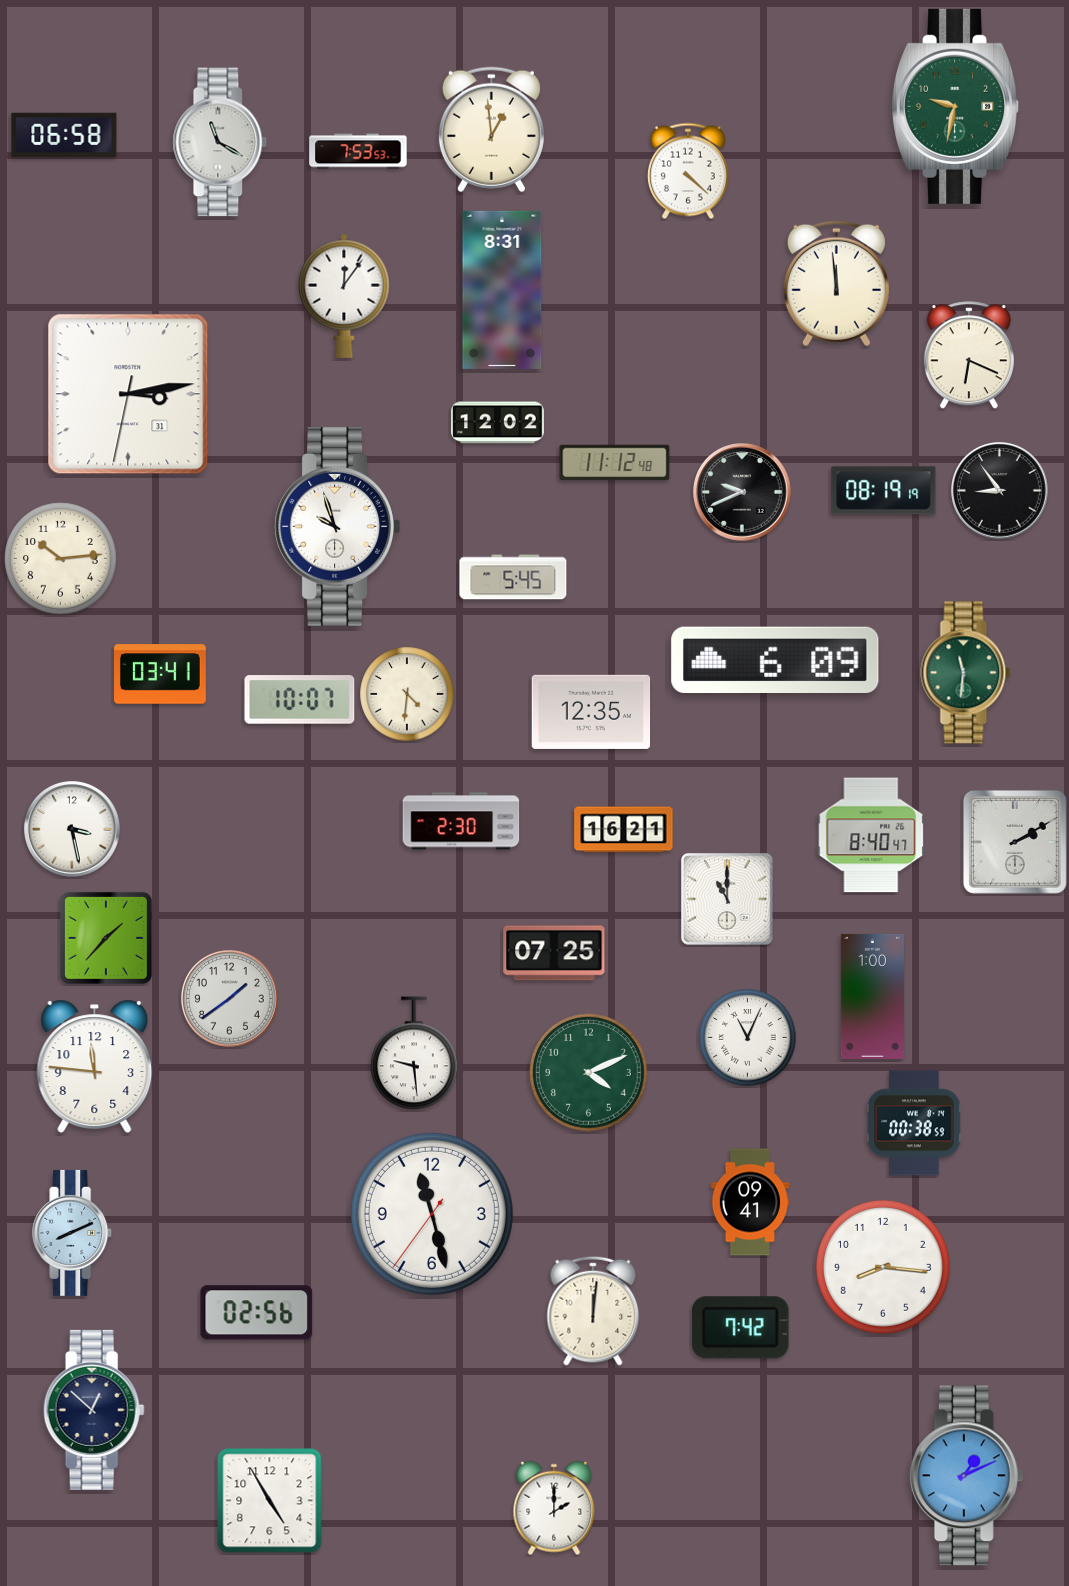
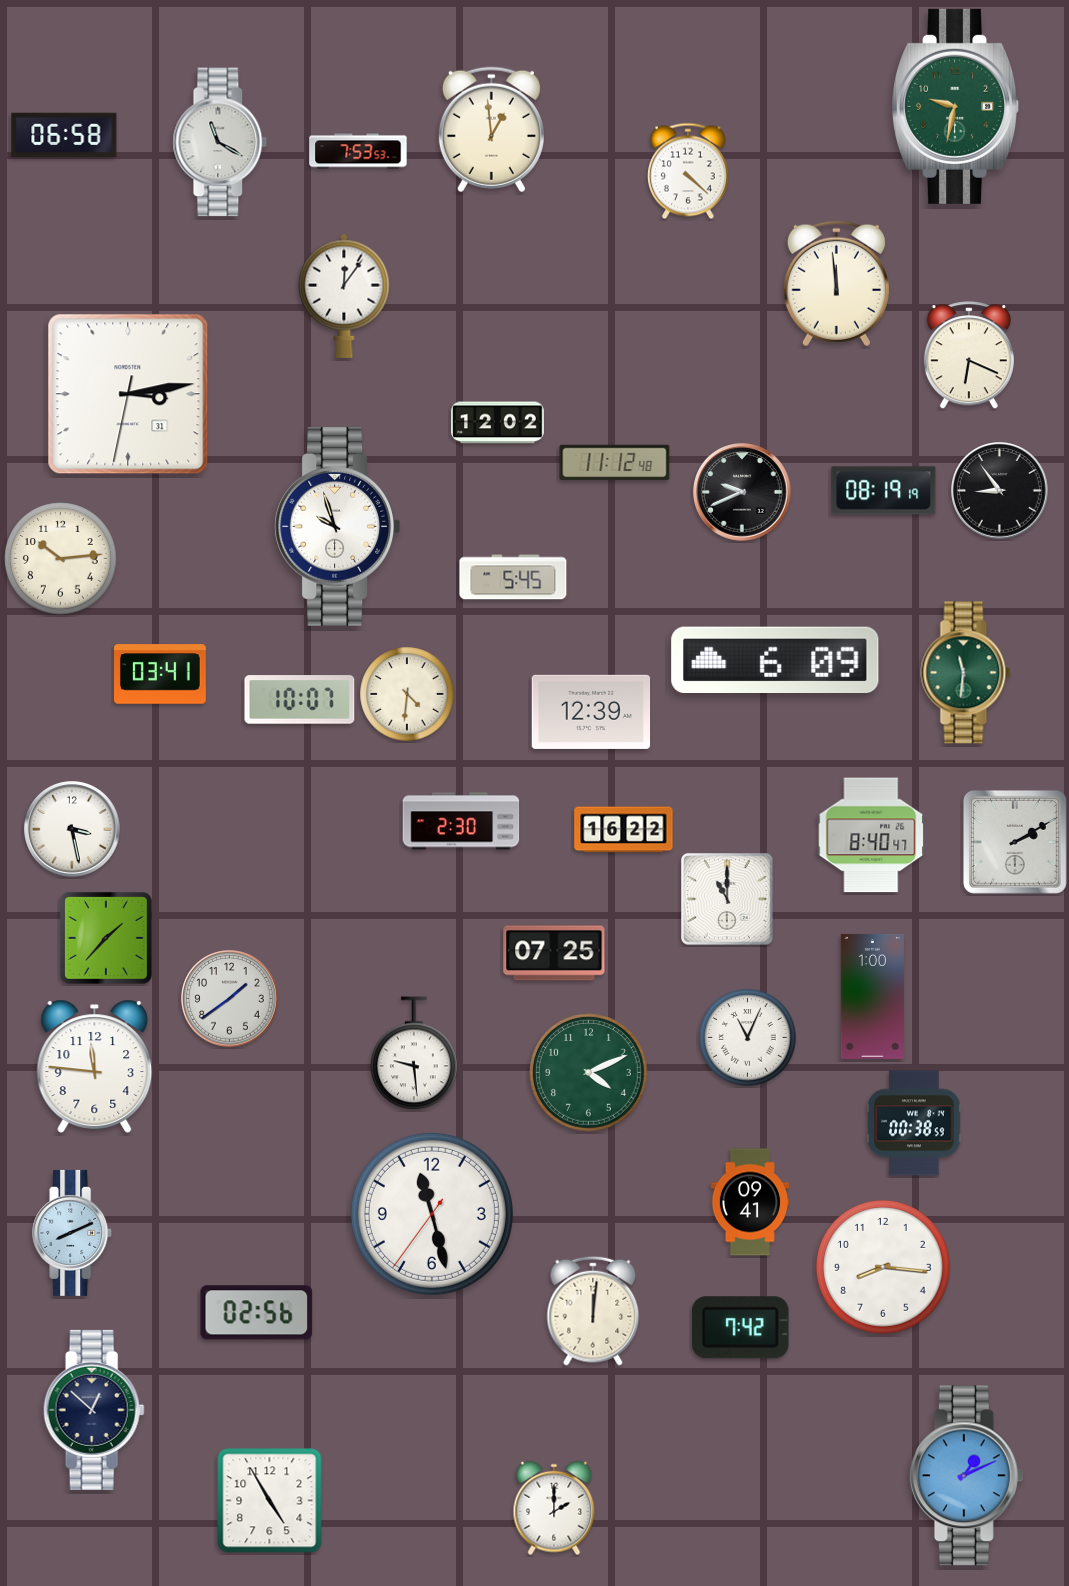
clock at (502, 290): 8:31 -> none
clock at (591, 712): 12:35 -> 12:39
clock at (624, 830): 16:21 -> 16:22
